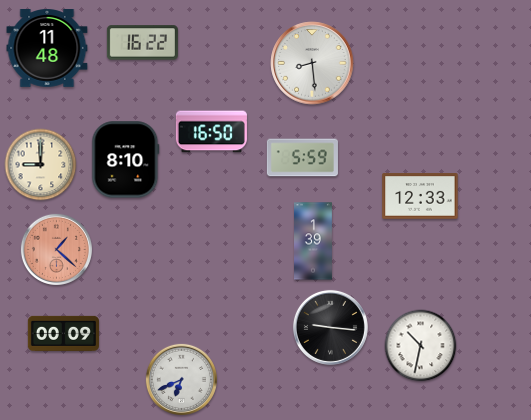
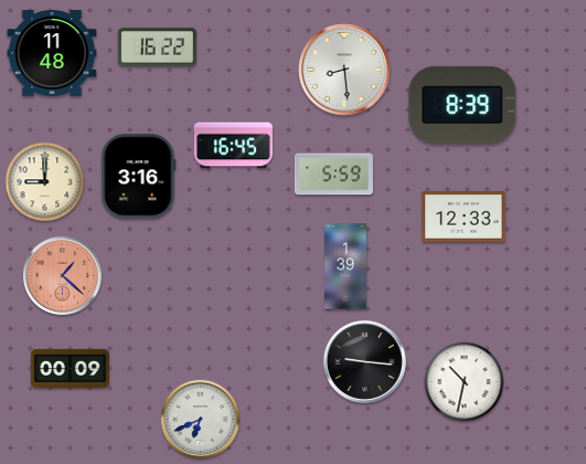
clock at (462, 105): none -> 8:39
clock at (211, 132): 16:50 -> 16:45
clock at (126, 160): 8:10 -> 3:16
